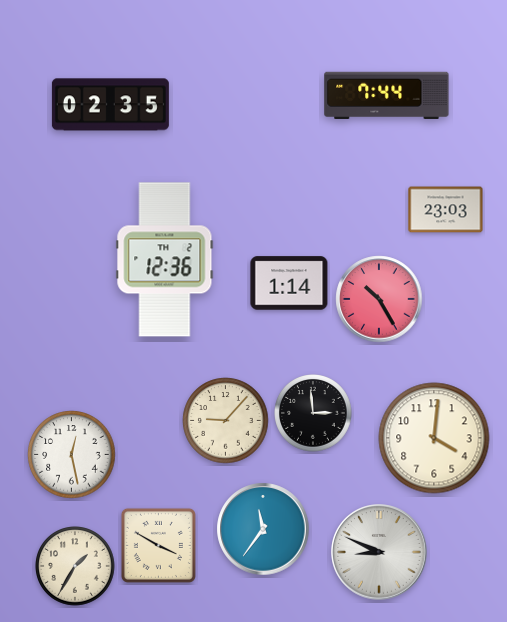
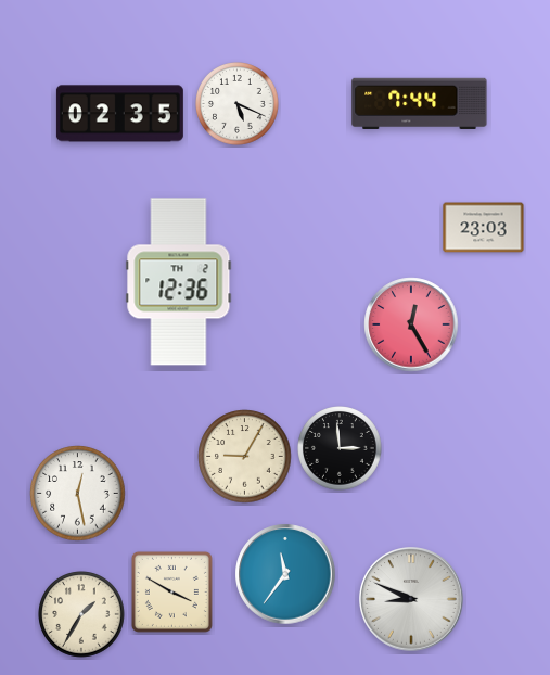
clock at (238, 104): none -> 5:19
clock at (289, 283): 1:14 -> none
clock at (379, 299): 10:25 -> 12:25
clock at (226, 421): 9:07 -> 9:05
clock at (434, 438): 4:01 -> none
